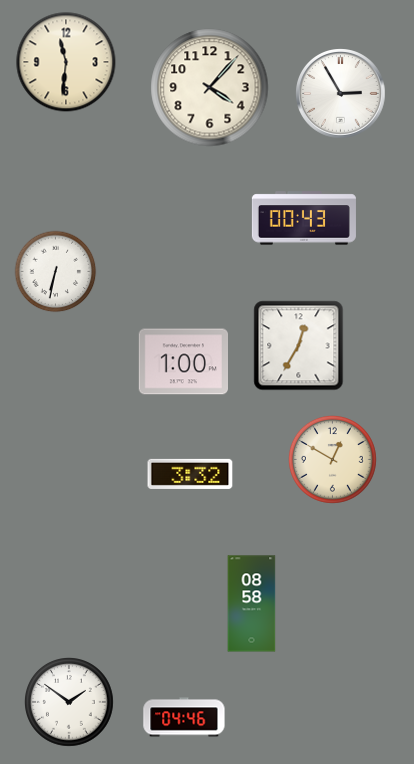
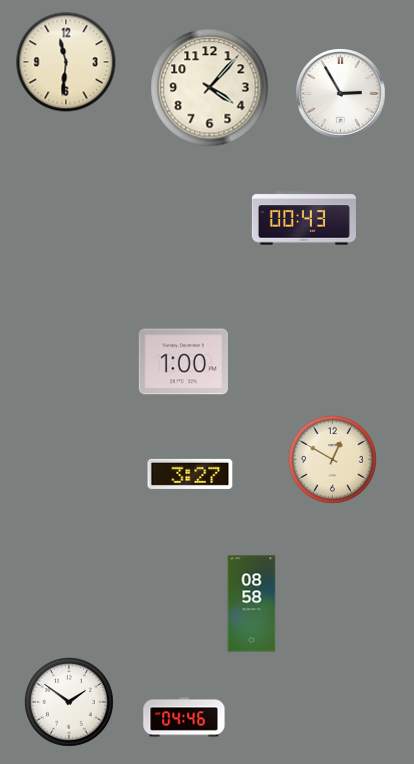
clock at (56, 272): 6:32 -> none
clock at (299, 346): 12:35 -> none
clock at (190, 474): 3:32 -> 3:27
